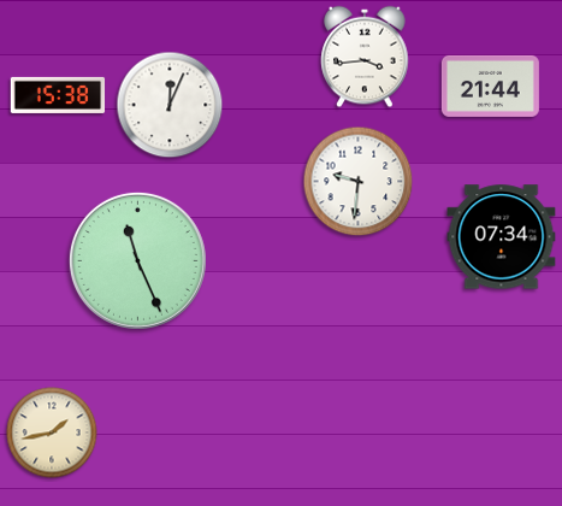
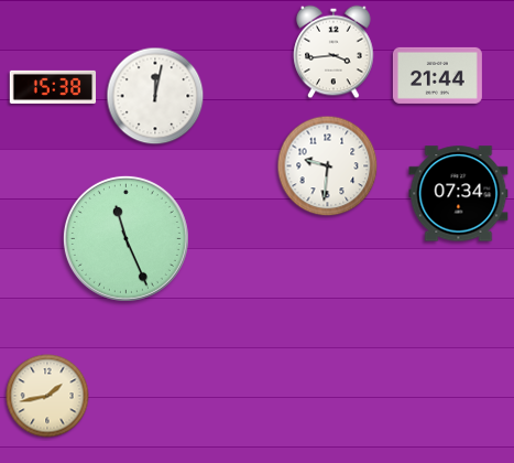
clock at (490, 86) position: (490, 86) -> (437, 75)
clock at (170, 105): 12:04 -> 12:02
clock at (502, 237) position: (502, 237) -> (459, 194)
